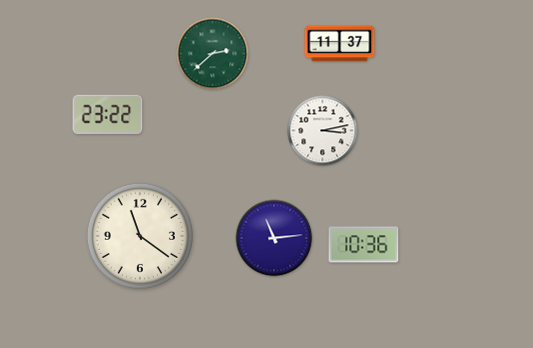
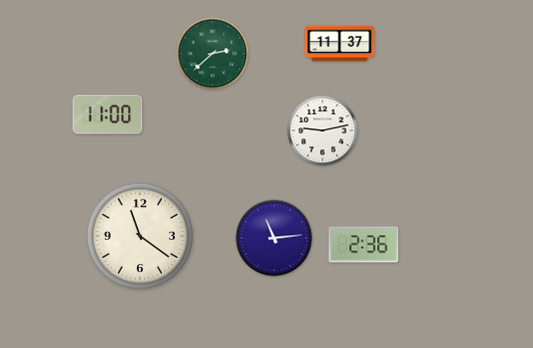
clock at (108, 115): 23:22 -> 11:00
clock at (323, 131): 3:13 -> 9:13
clock at (364, 245): 10:36 -> 2:36
